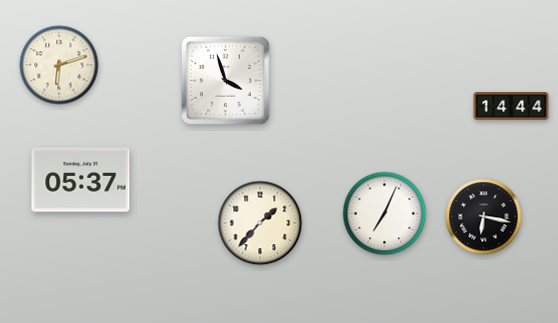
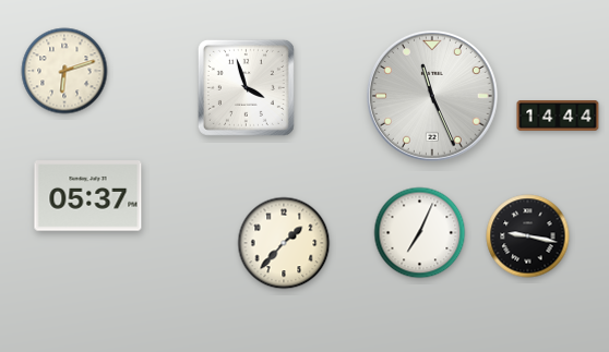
clock at (433, 97): none -> 11:26
clock at (484, 217): 6:17 -> 9:17
